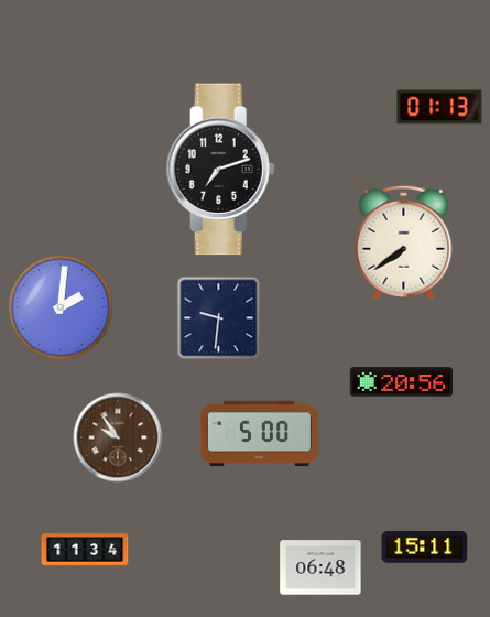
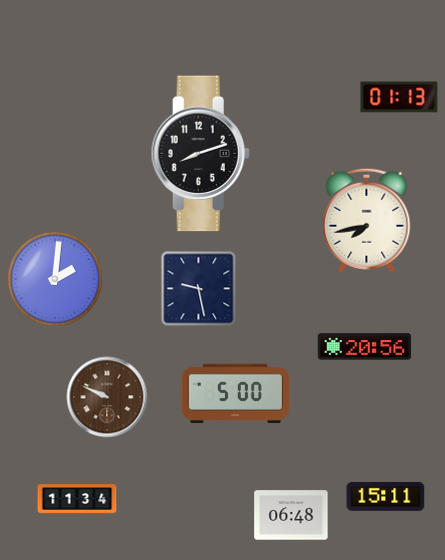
clock at (220, 170): 7:12 -> 8:12
clock at (404, 242): 7:39 -> 7:43
clock at (219, 318): 9:31 -> 9:28
clock at (118, 437): 9:54 -> 9:49
